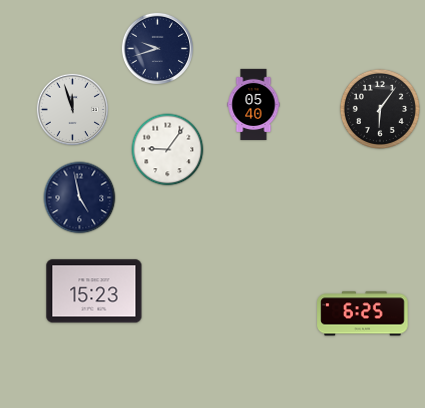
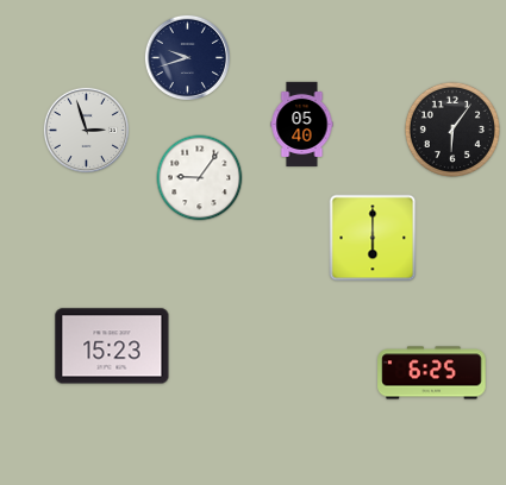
clock at (72, 109): 11:57 -> 2:57
clock at (80, 198): 4:58 -> none
clock at (373, 238): none -> 6:00
